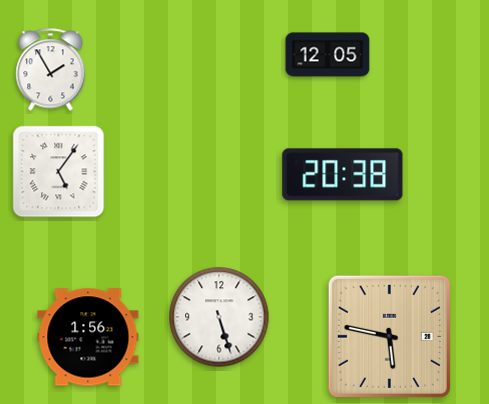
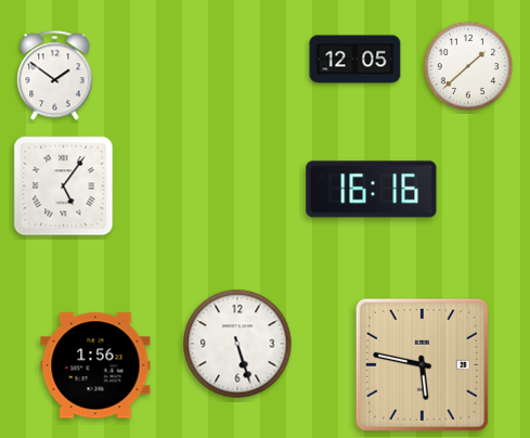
clock at (468, 66): none -> 1:38
clock at (51, 70): 1:55 -> 1:51
clock at (343, 175): 20:38 -> 16:16
